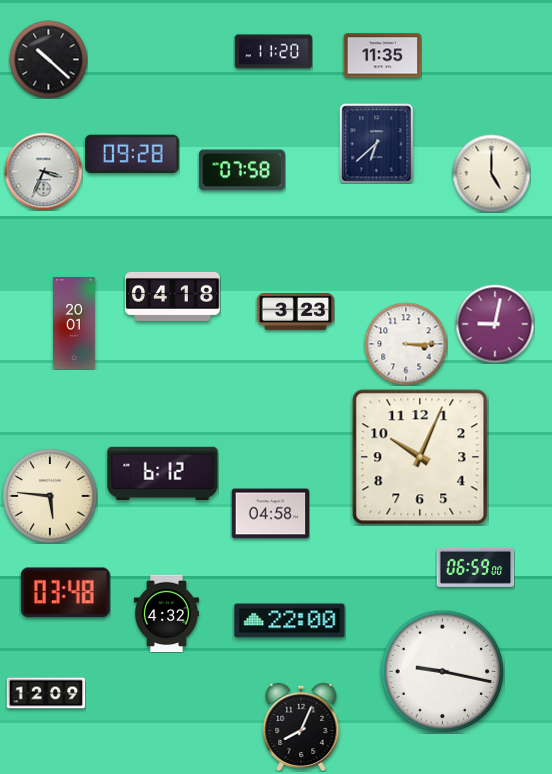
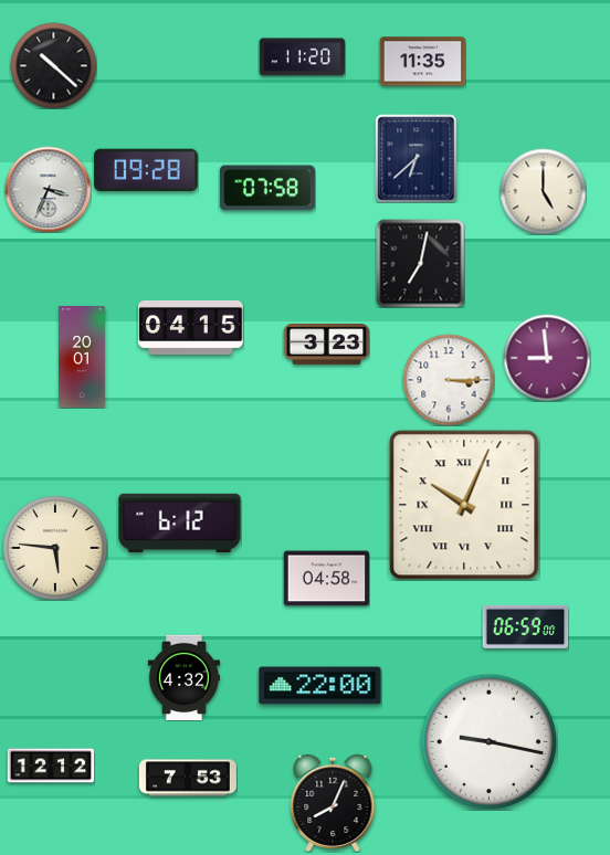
clock at (420, 263): none -> 7:02
clock at (173, 296): 04:18 -> 04:15
clock at (495, 324): 9:02 -> 8:59
clock at (420, 457) numerals: Arabic -> Roman
clock at (270, 514) position: (270, 514) -> (326, 579)
clock at (65, 593): 03:48 -> none
clock at (46, 693): 12:09 -> 12:12
clock at (188, 778): none -> 7:53
